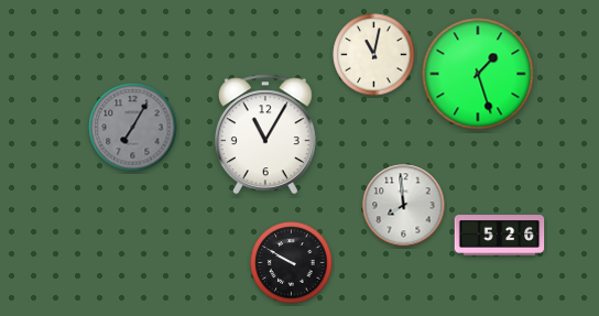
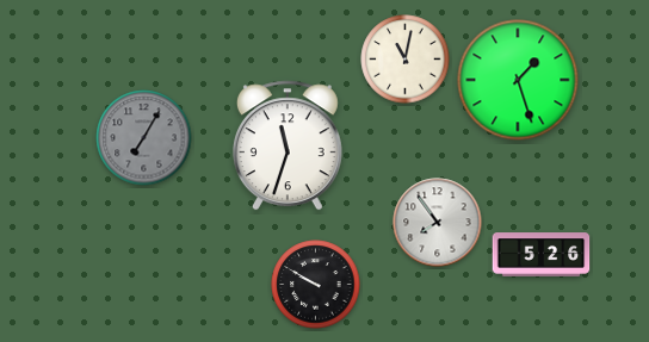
clock at (265, 134): 11:05 -> 11:33
clock at (404, 206): 7:59 -> 7:54
